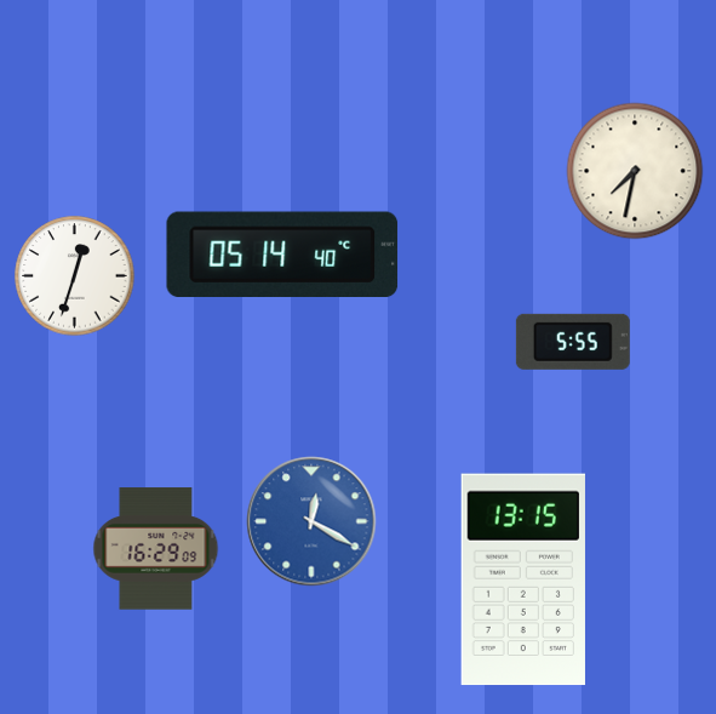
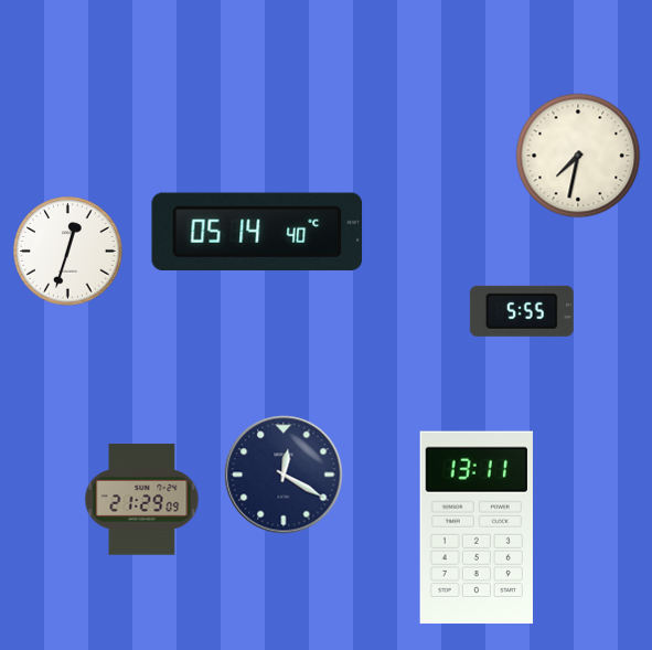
clock at (311, 521) dial: blue -> navy
clock at (156, 549): 16:29 -> 21:29
clock at (523, 579): 13:15 -> 13:11
